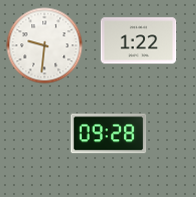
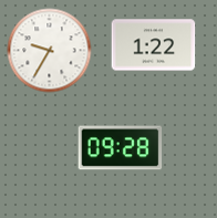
clock at (45, 46): 9:31 -> 9:35
